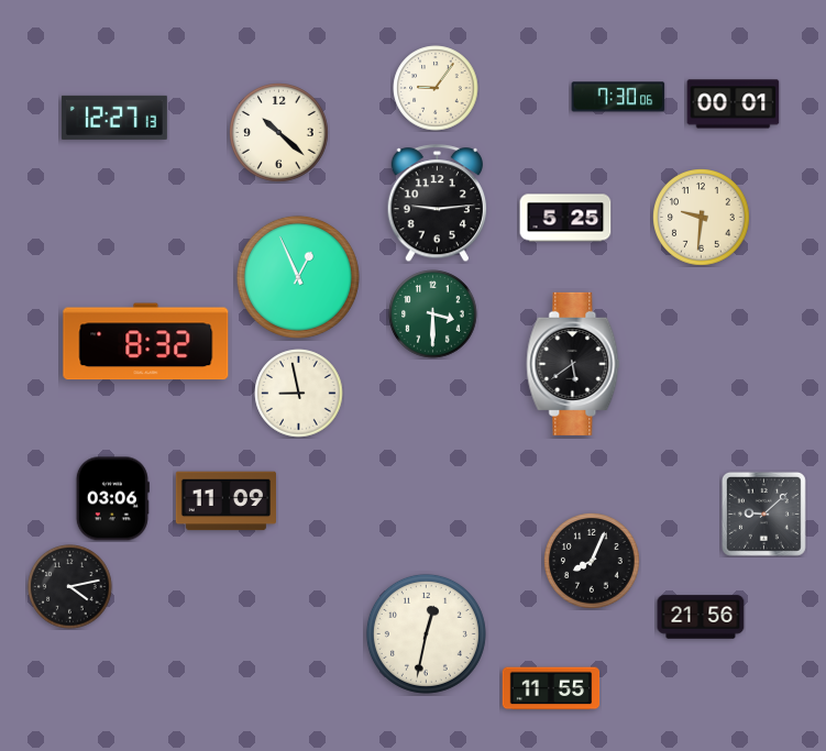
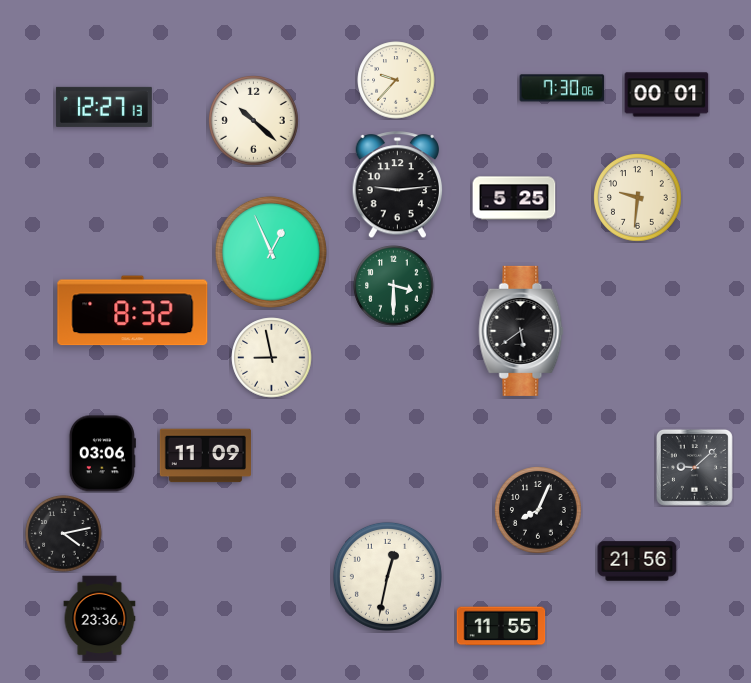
clock at (436, 88): 9:06 -> 9:37
clock at (100, 619): none -> 23:36
